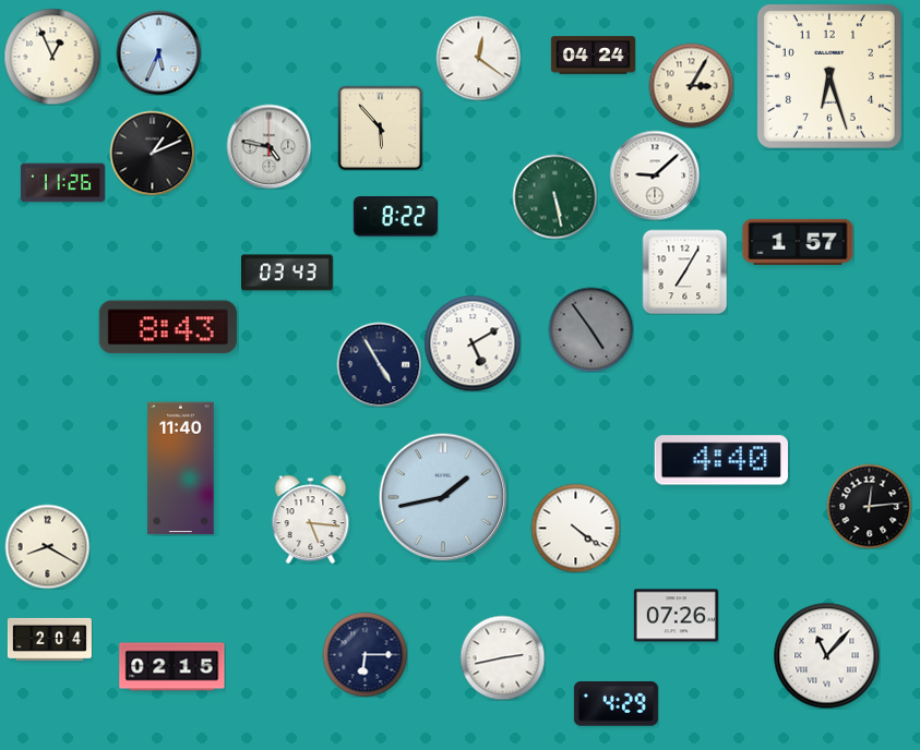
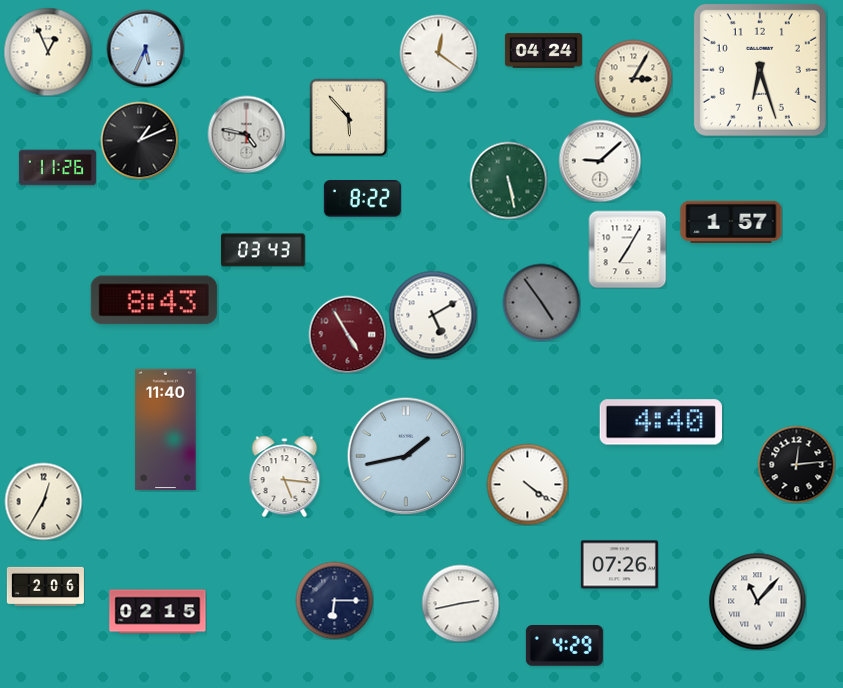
clock at (379, 364) dial: navy -> burgundy
clock at (47, 546): 8:20 -> 12:35
clock at (49, 639): 2:04 -> 2:06
